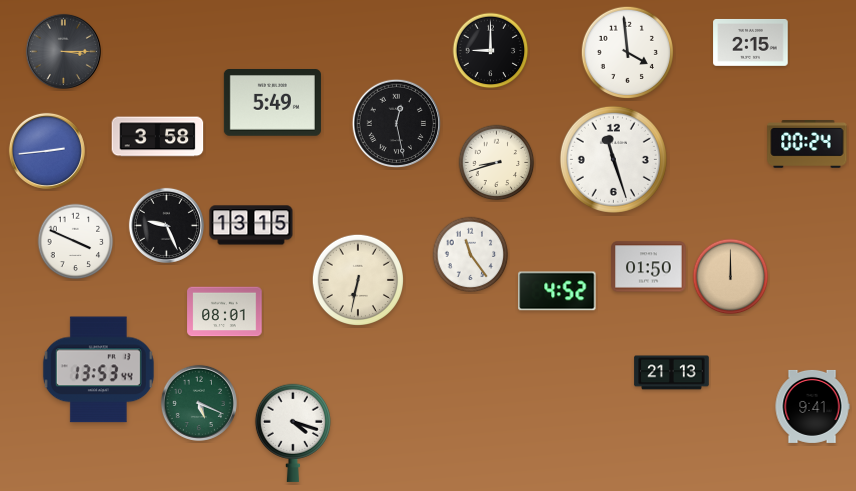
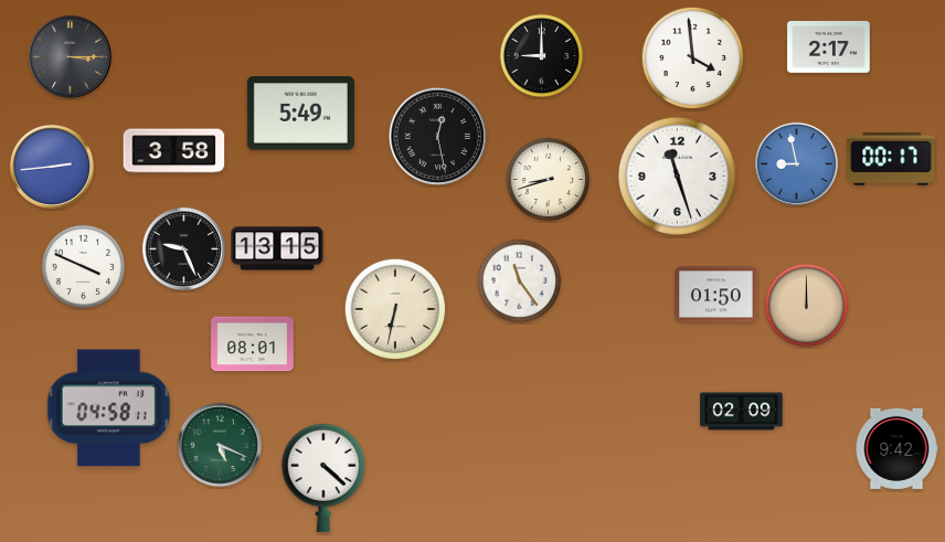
clock at (751, 43): 2:15 -> 2:17
clock at (807, 145): 00:24 -> 00:17
clock at (796, 163): none -> 8:58
clock at (557, 291): 4:52 -> none
clock at (225, 312) position: (225, 312) -> (253, 344)
clock at (98, 370): 13:53 -> 04:58
clock at (672, 373): 21:13 -> 02:09
clock at (812, 406): 9:41 -> 9:42
clock at (293, 433): 4:18 -> 4:22
